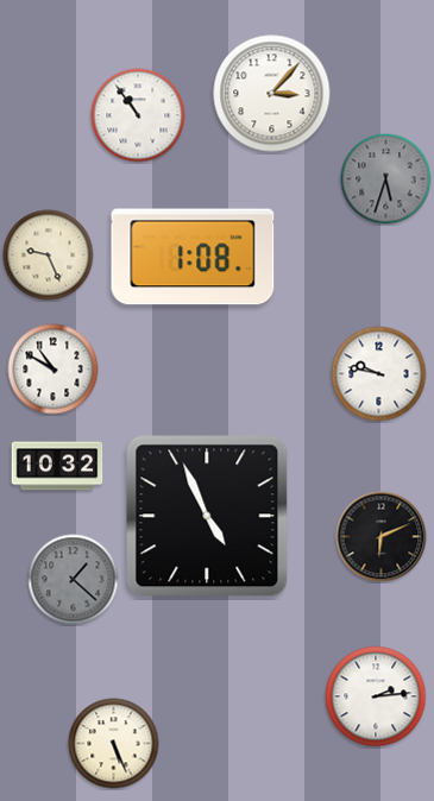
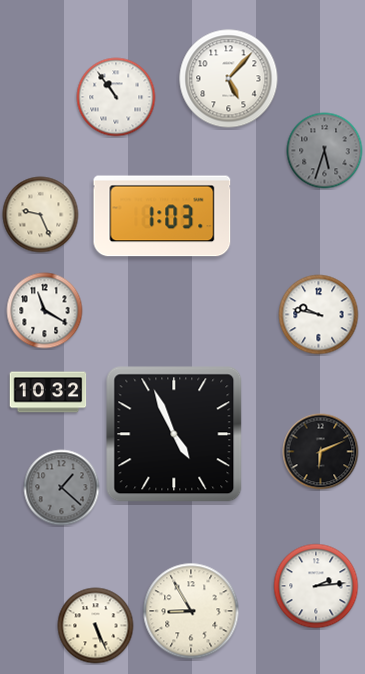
clock at (272, 94): 3:07 -> 5:07
clock at (193, 257): 1:08 -> 1:03
clock at (54, 370): 10:50 -> 11:20
clock at (191, 611): none -> 8:55
